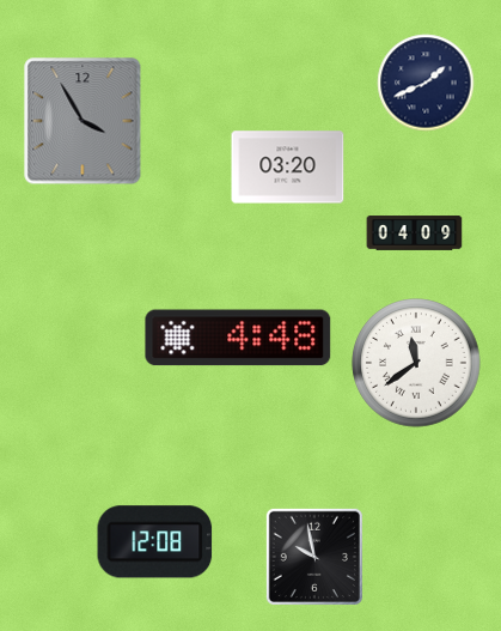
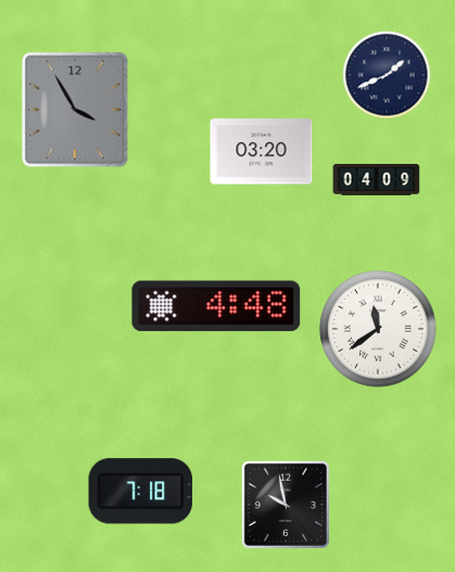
clock at (415, 233) position: (415, 233) -> (377, 180)
clock at (155, 542): 12:08 -> 7:18
